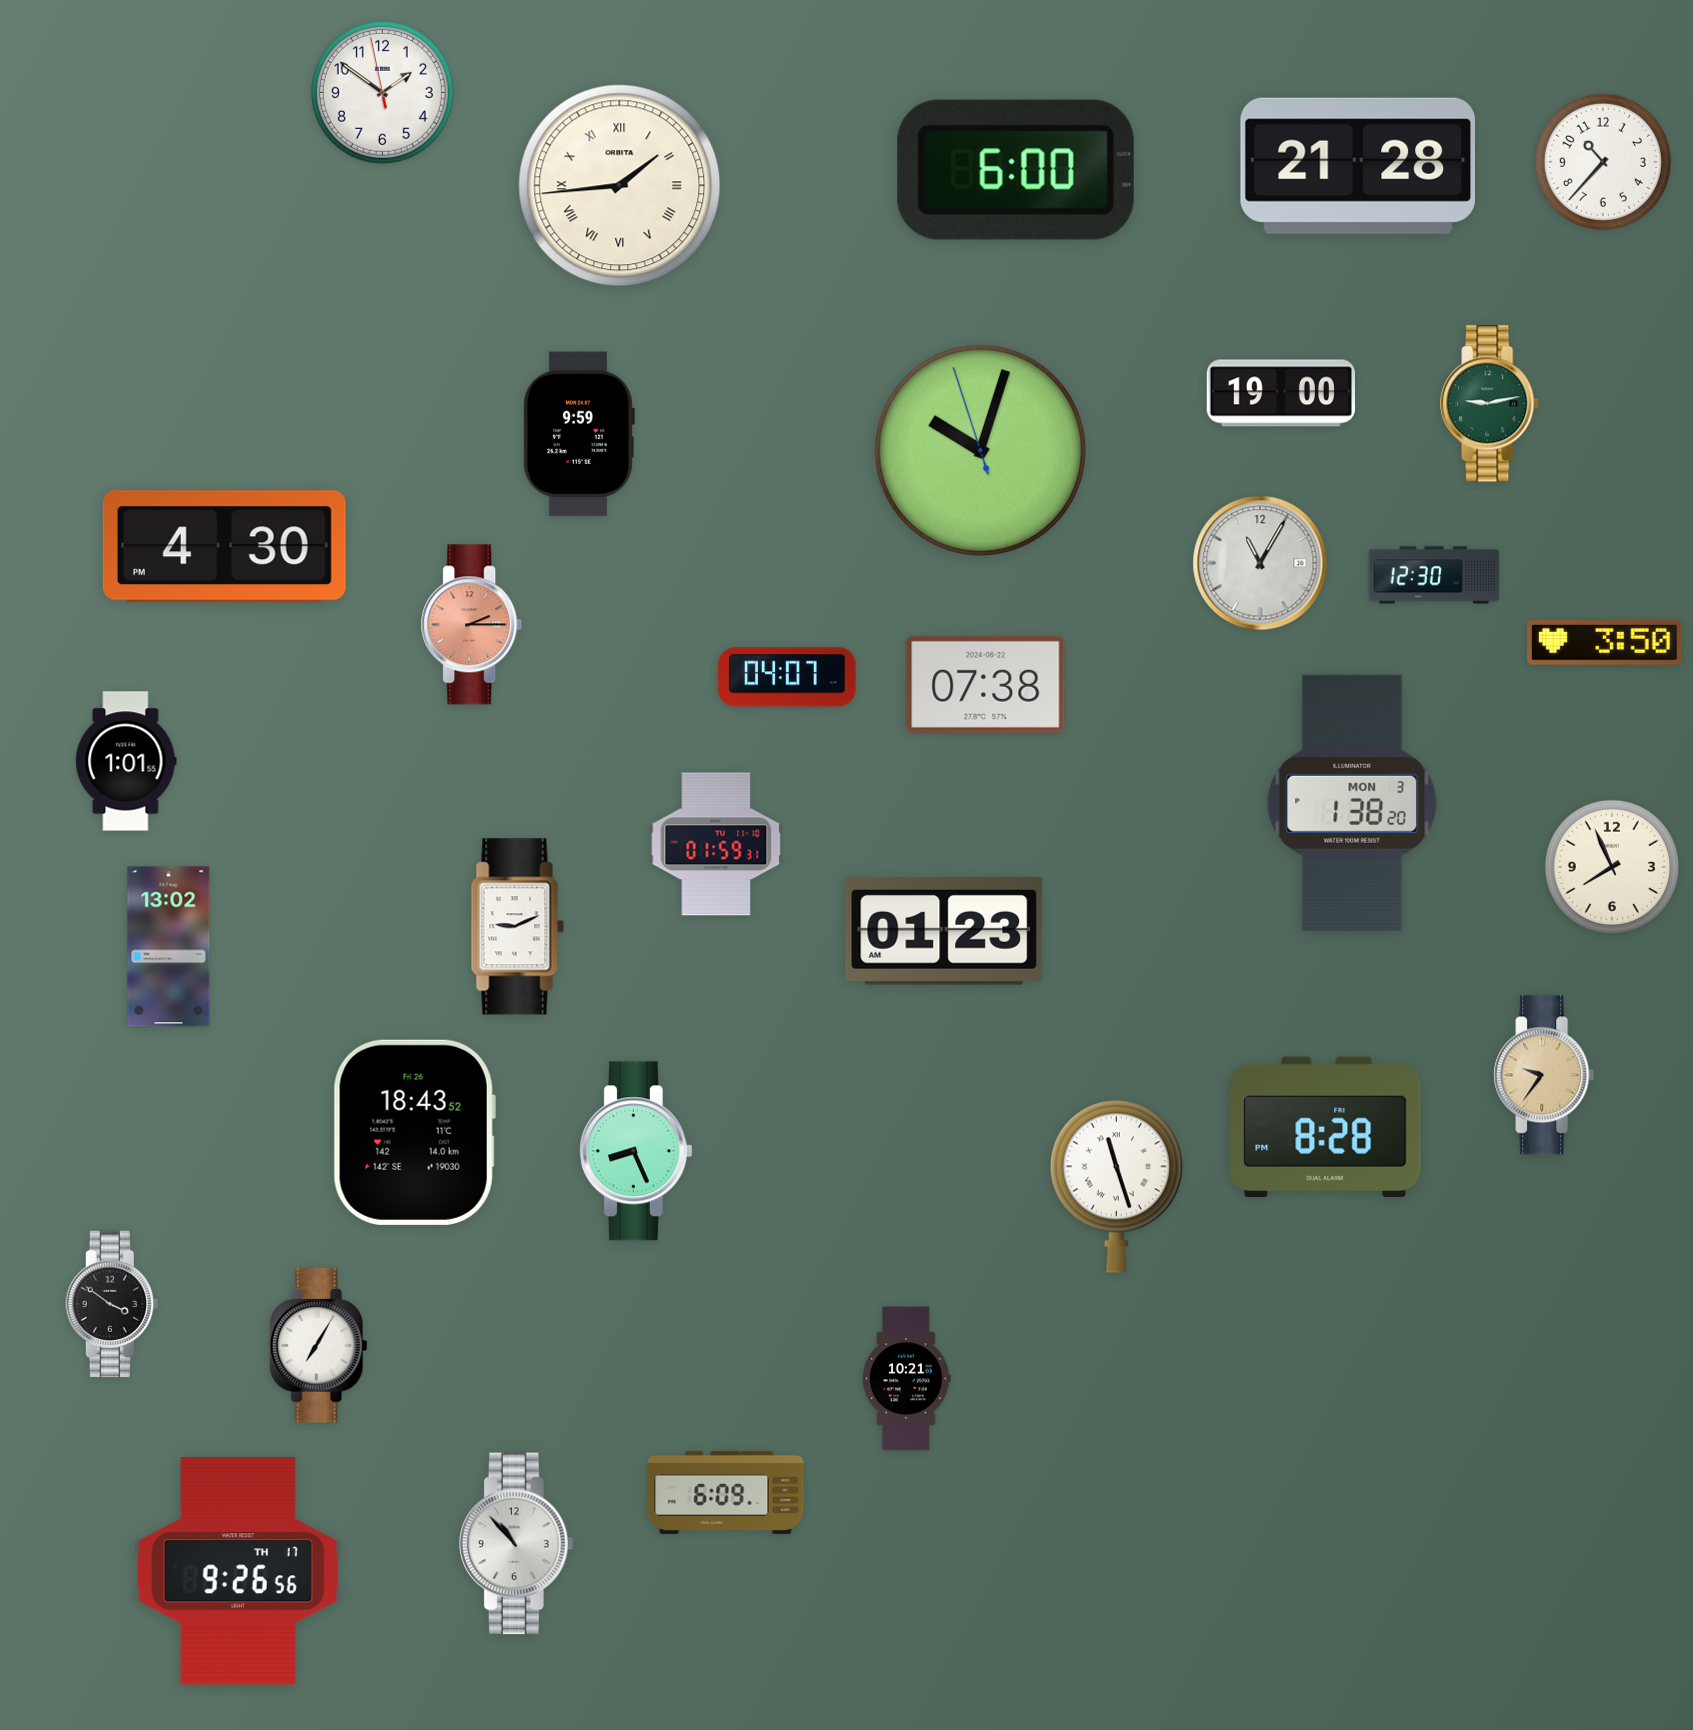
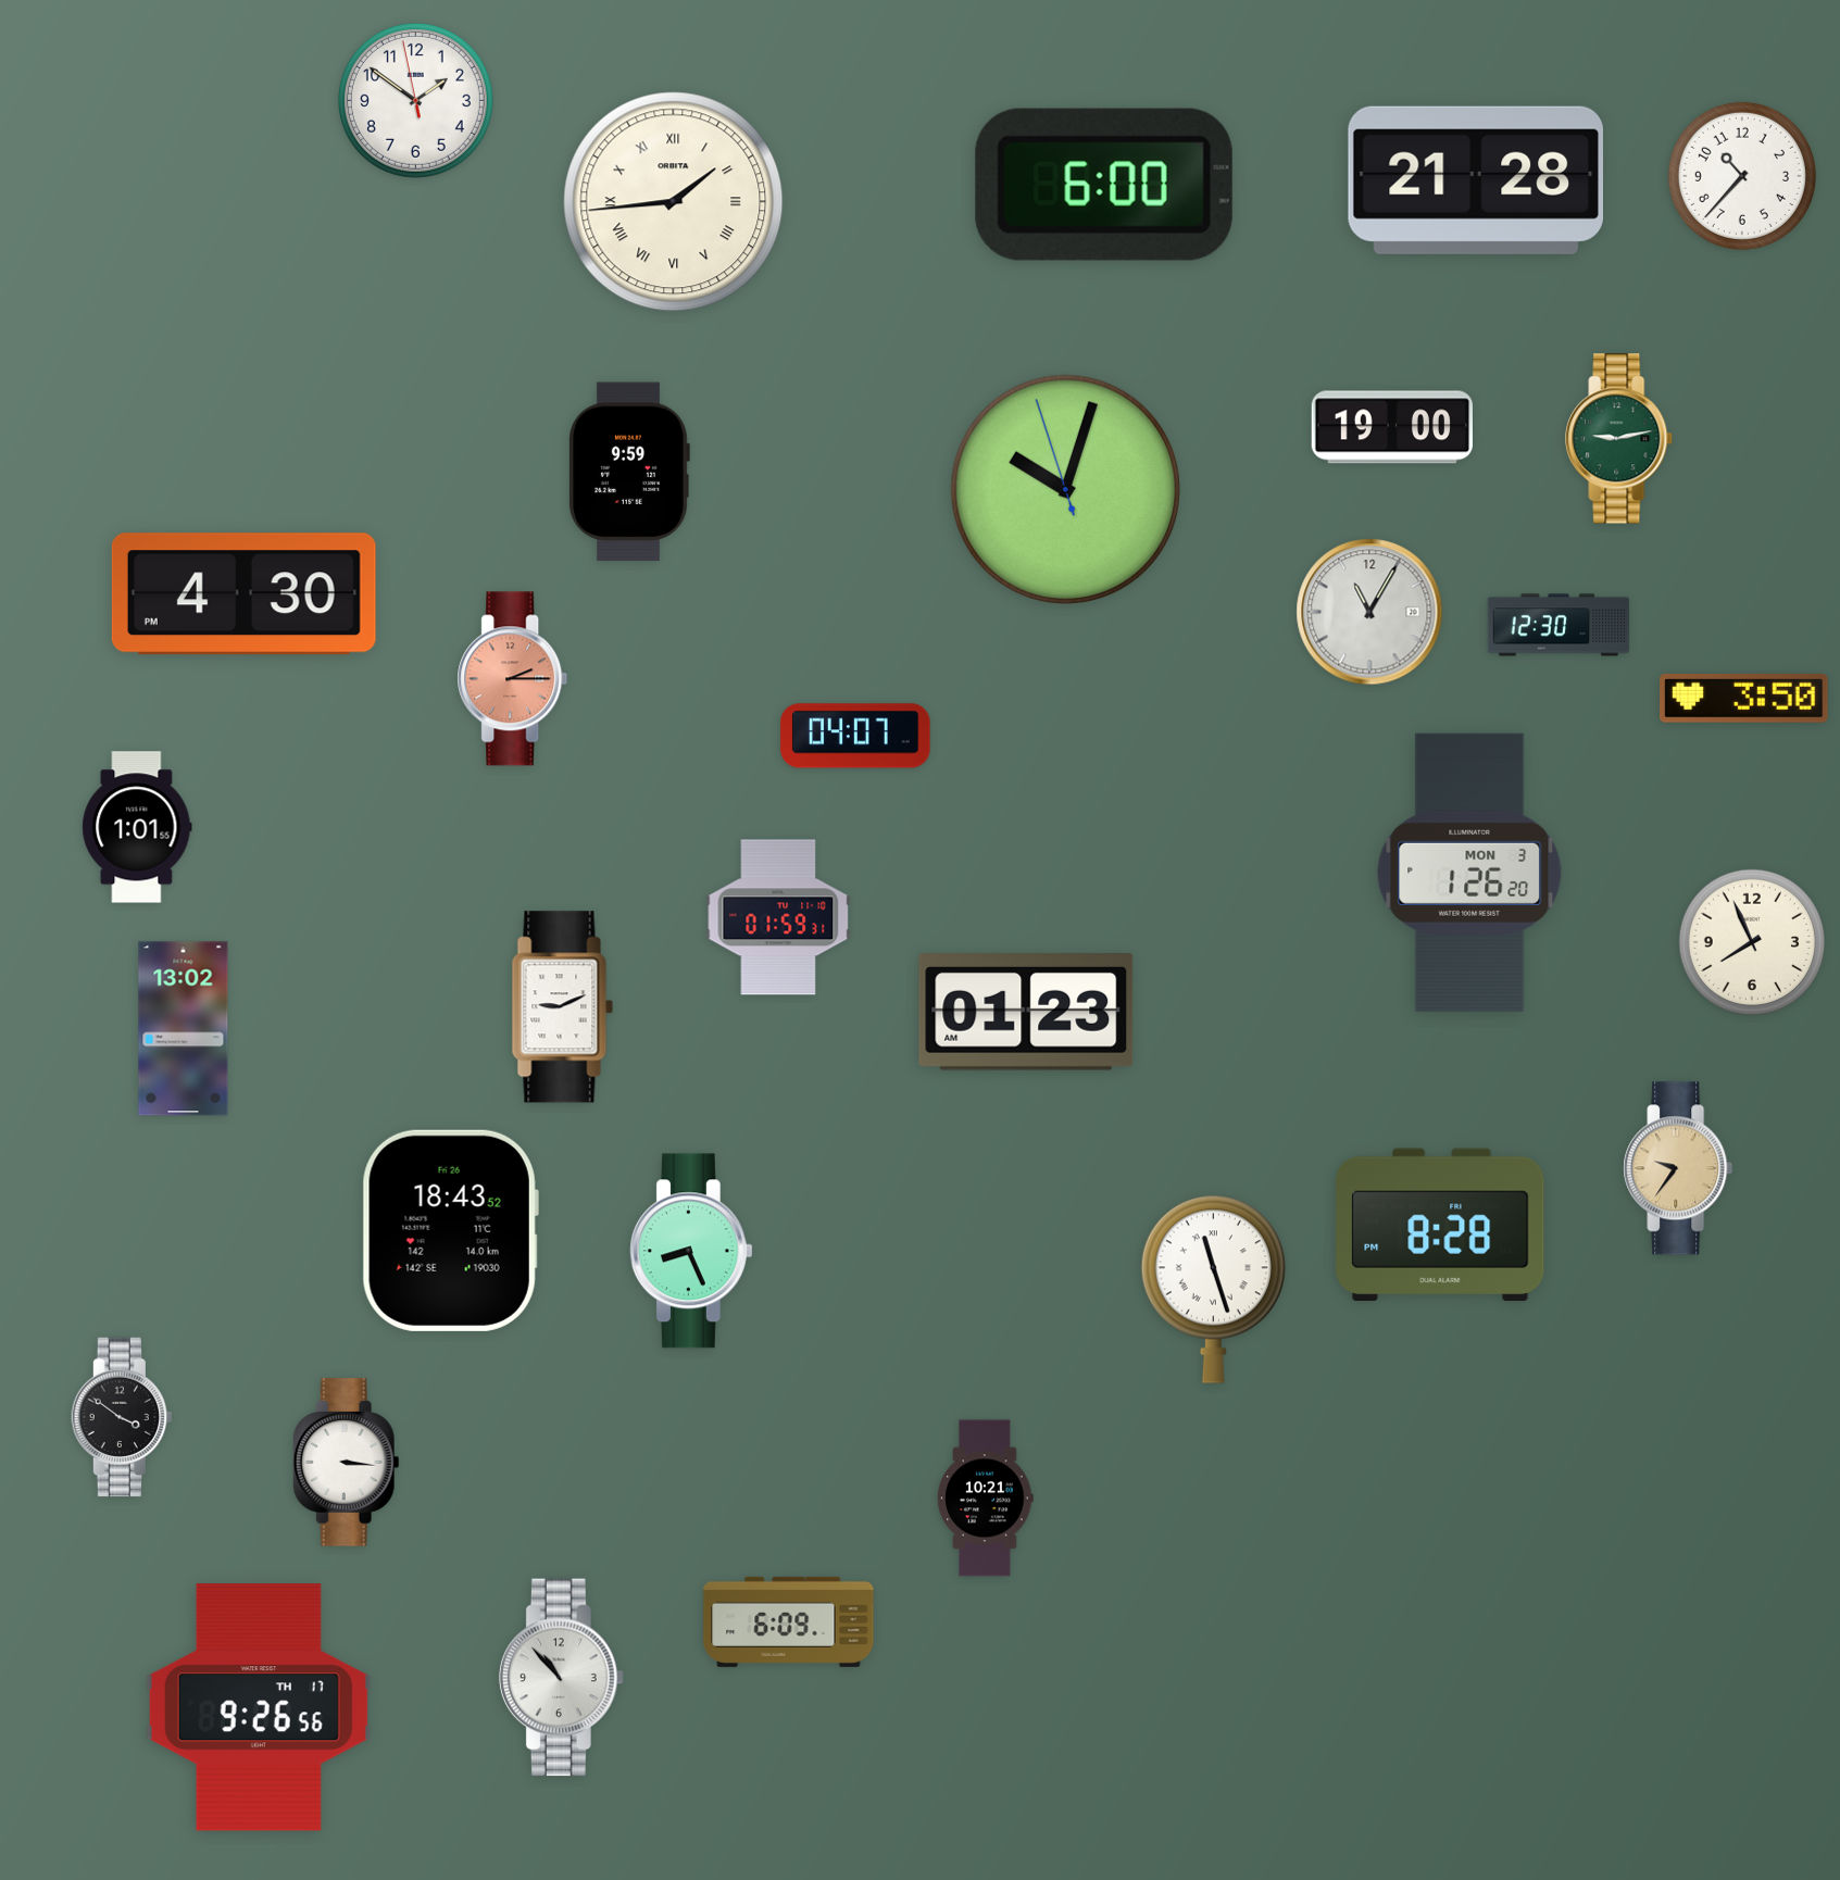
clock at (986, 684): 07:38 -> none
clock at (1352, 803): 1:38 -> 1:26
clock at (318, 1346): 7:05 -> 3:16
